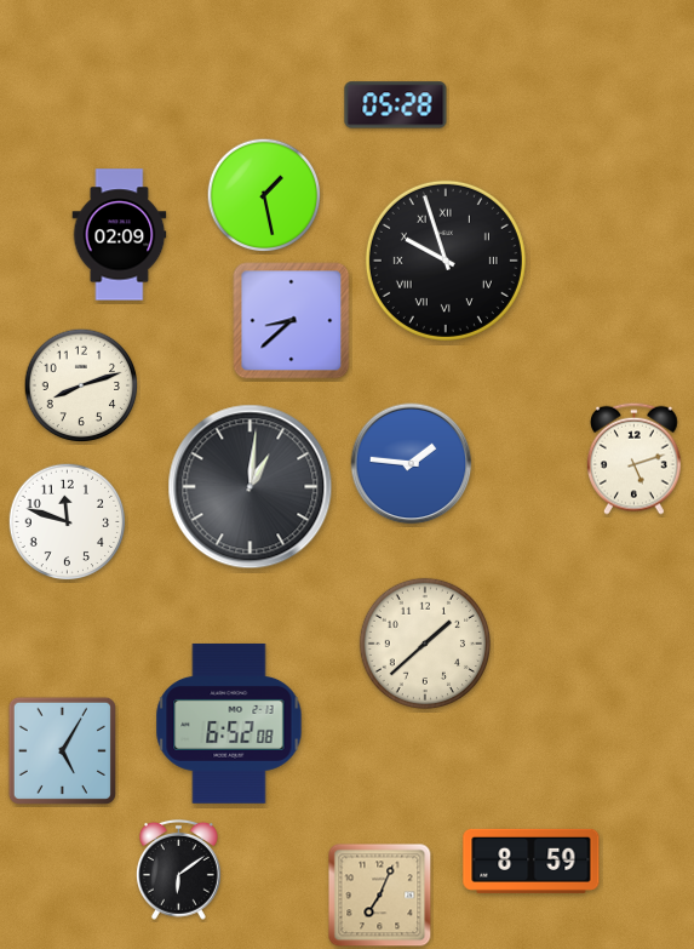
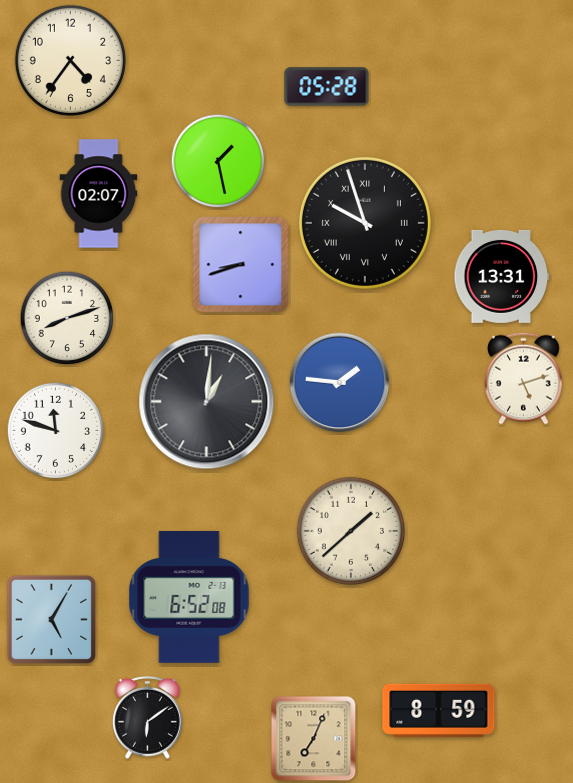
clock at (70, 60): none -> 4:36
clock at (120, 235): 02:09 -> 02:07
clock at (446, 261) position: (446, 261) -> (365, 223)
clock at (292, 321): 8:38 -> 8:42
clock at (502, 276): none -> 13:31
